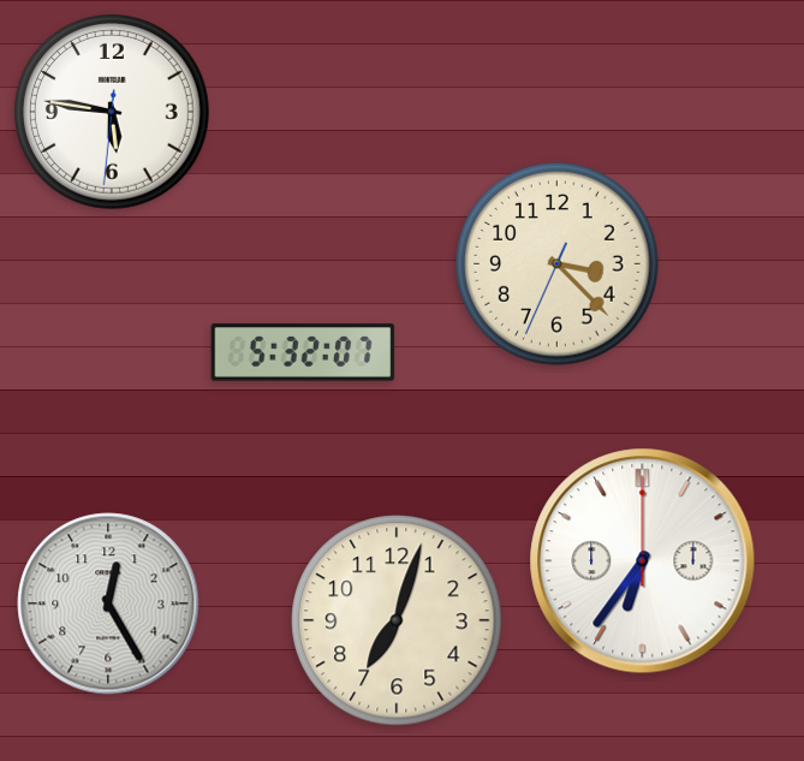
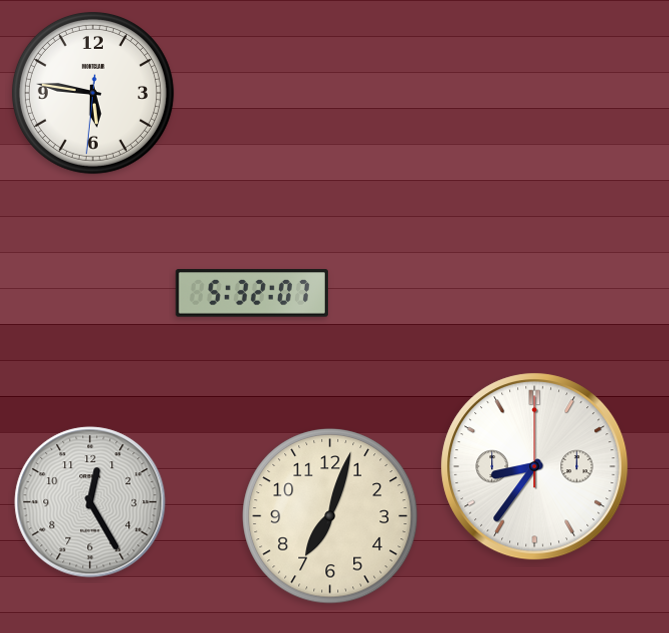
clock at (558, 264): 3:22 -> none
clock at (643, 561): 6:36 -> 8:36
